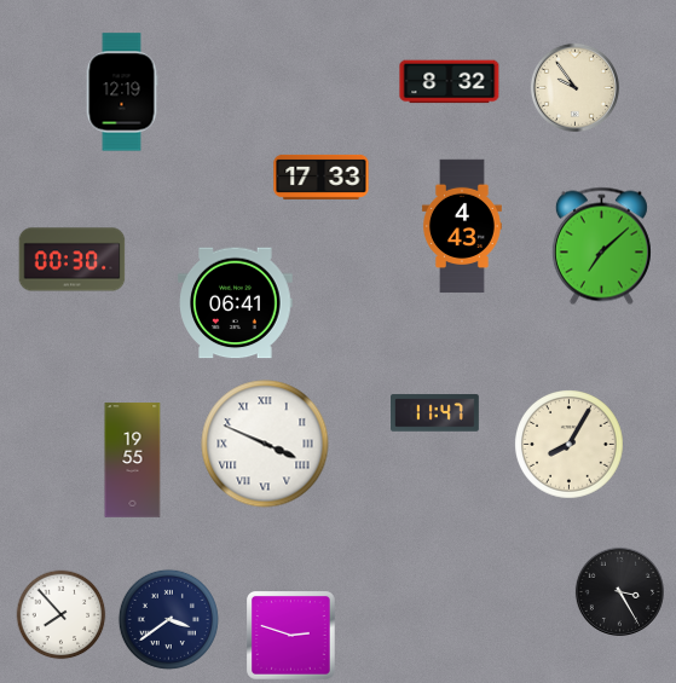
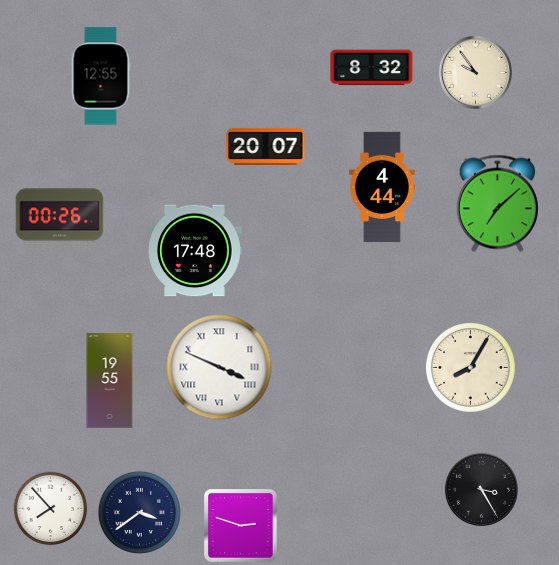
clock at (122, 92): 12:19 -> 12:55
clock at (322, 176): 17:33 -> 20:07
clock at (462, 226): 4:43 -> 4:44
clock at (73, 260): 00:30 -> 00:26
clock at (236, 303): 06:41 -> 17:48
clock at (435, 413): 11:47 -> none
clock at (619, 591) position: (619, 591) -> (481, 489)
